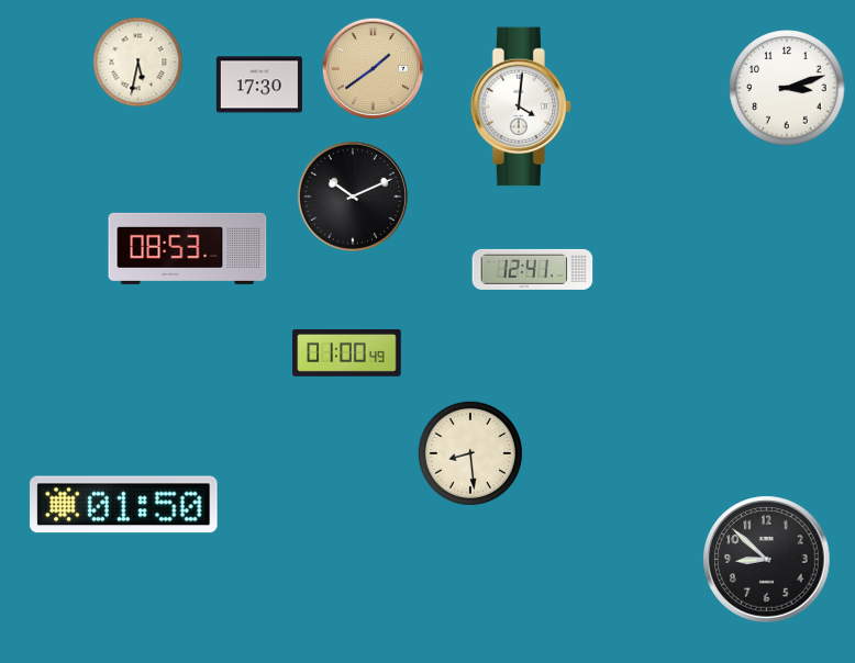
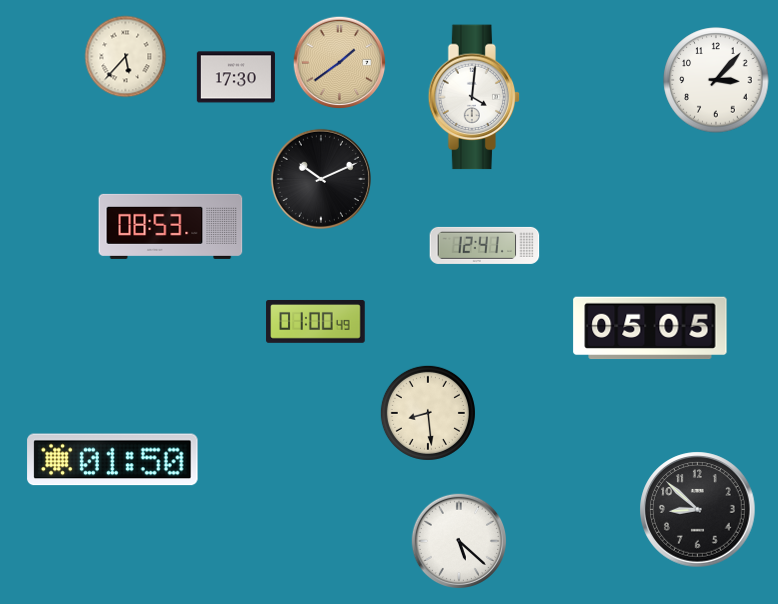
clock at (138, 63): 5:32 -> 5:37
clock at (787, 88): 3:12 -> 3:07
clock at (650, 328): none -> 05:05
clock at (458, 540): none -> 5:22
